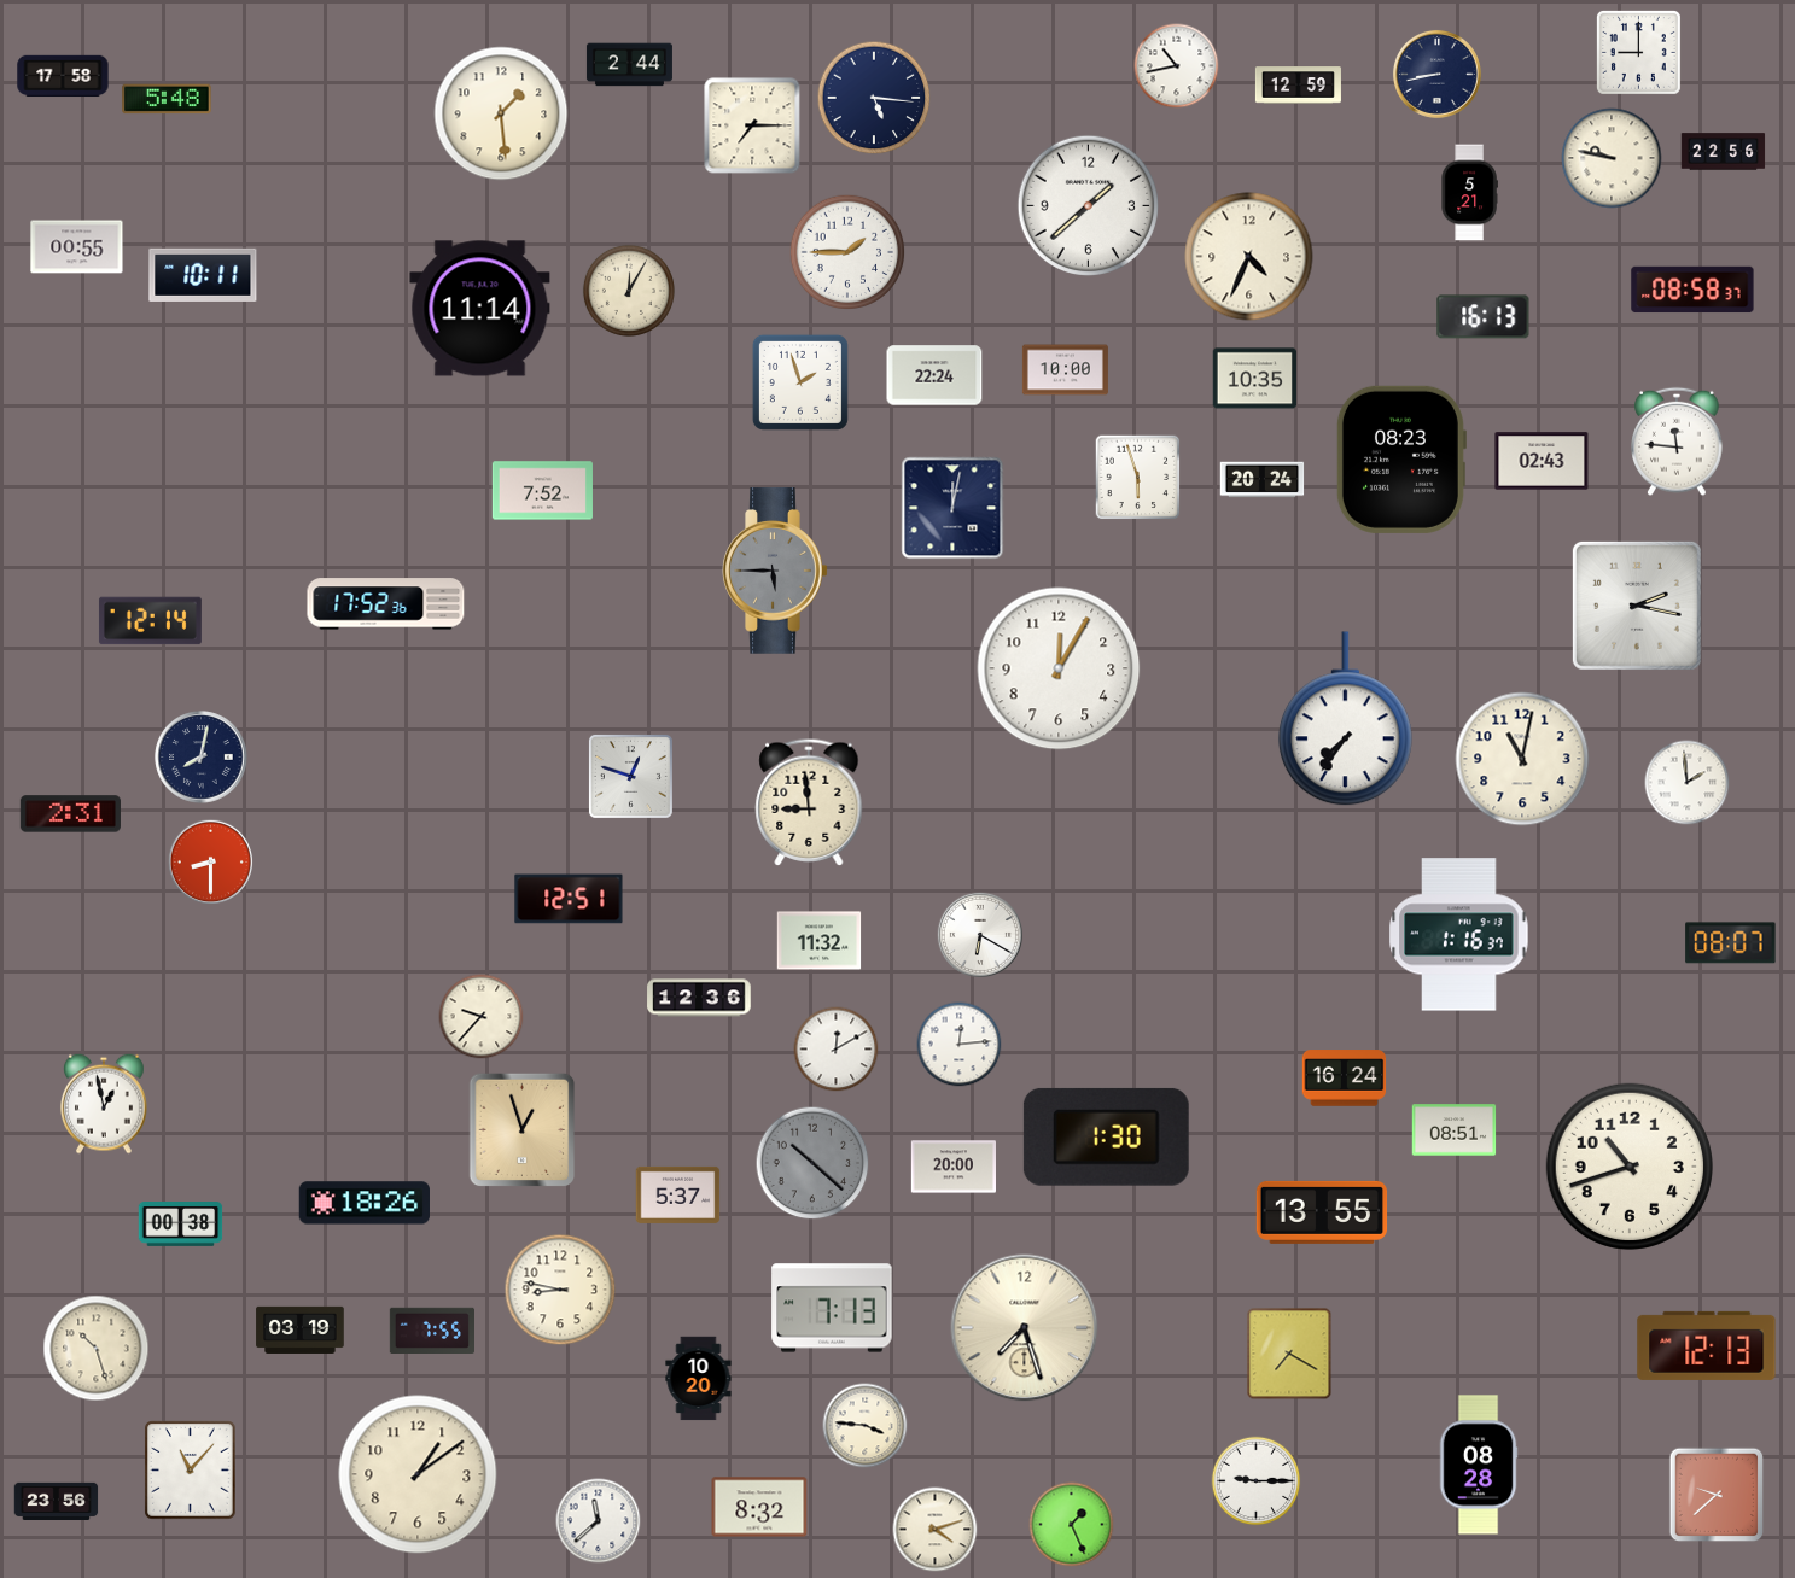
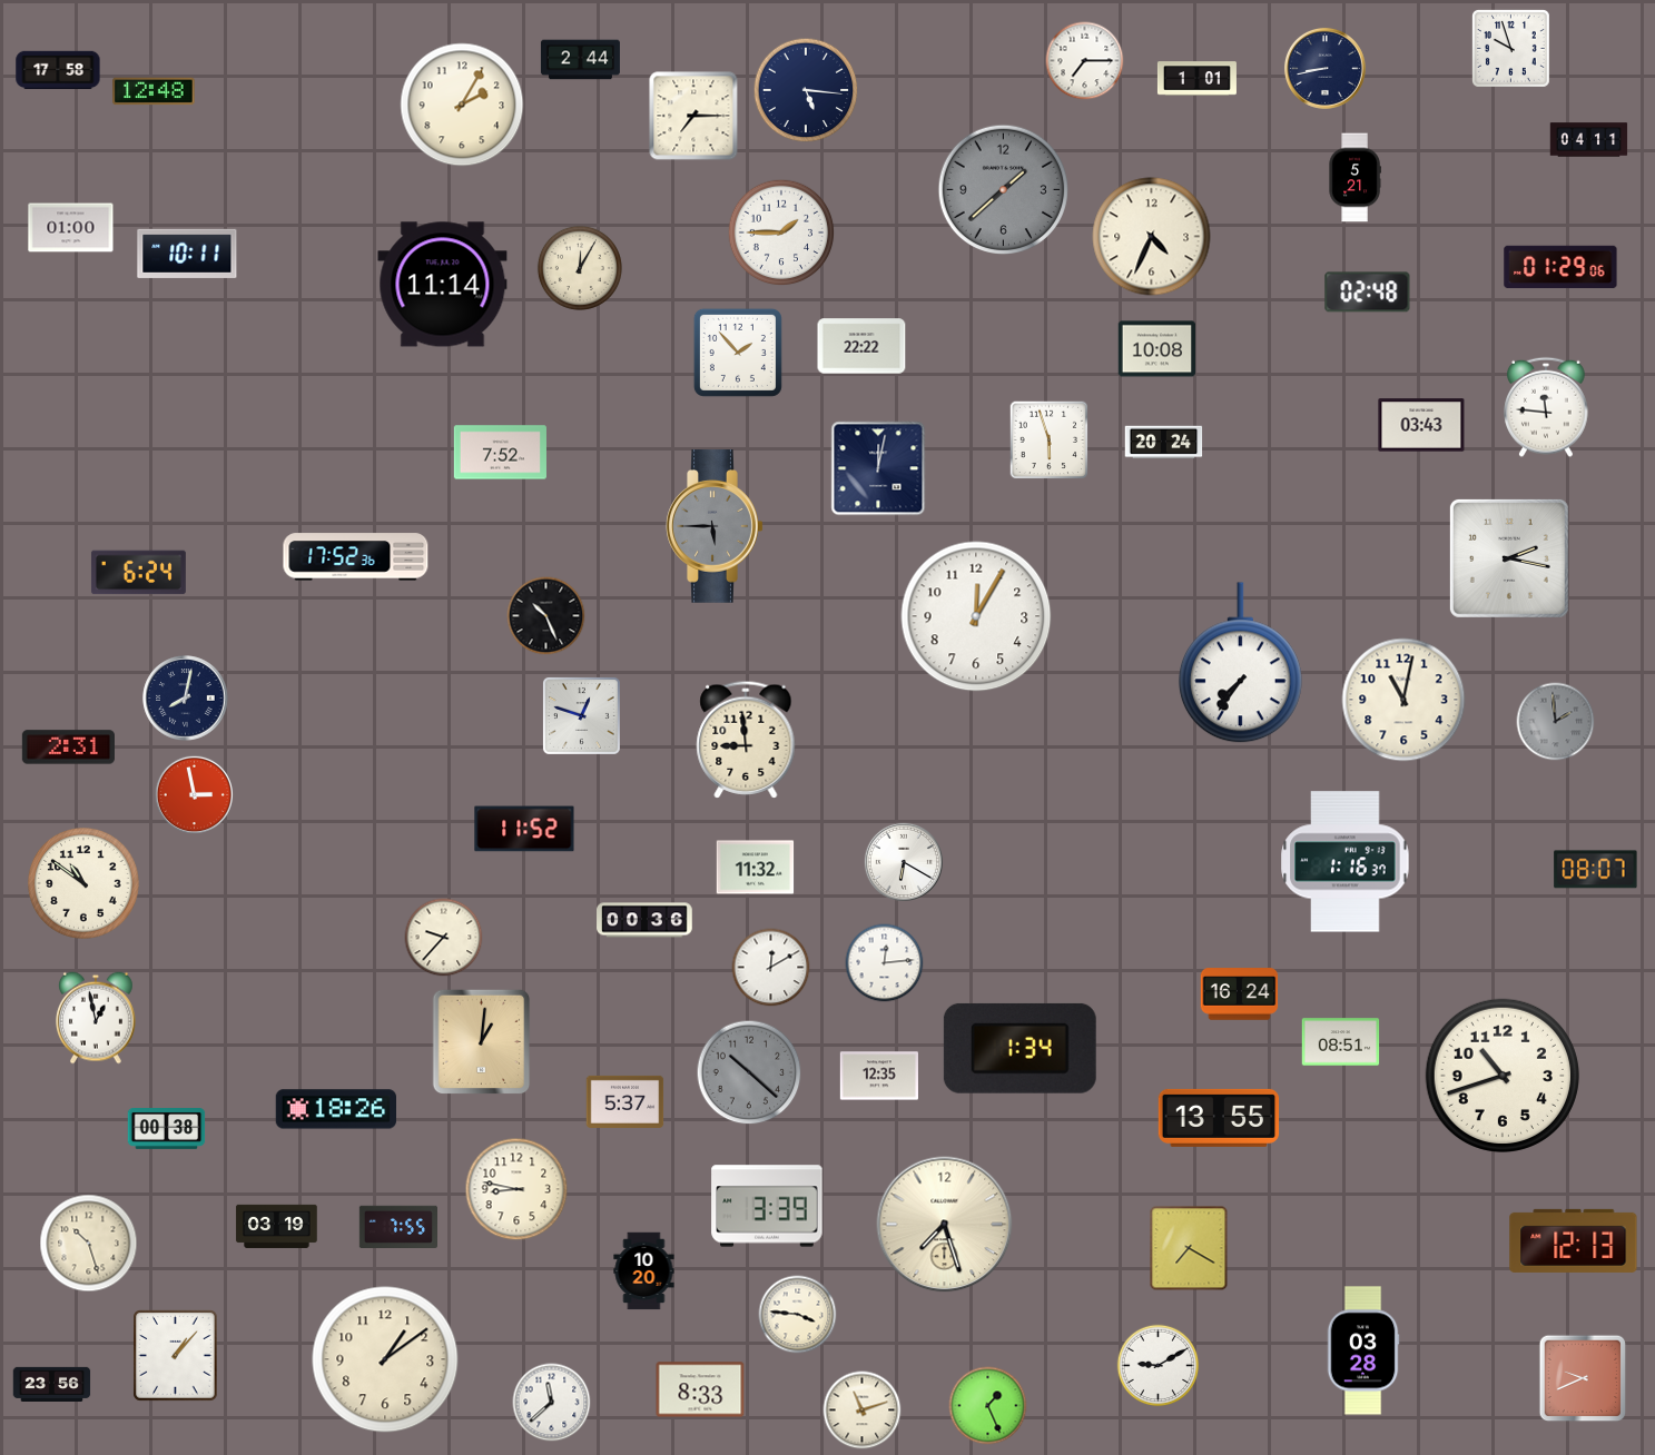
clock at (1638, 52): 9:00 -> 9:57
clock at (1177, 66): 10:43 -> 7:15
clock at (1298, 86): 12:59 -> 1:01
clock at (167, 99): 5:48 -> 12:48
clock at (501, 113): 1:29 -> 2:05
clock at (1724, 152): 22:56 -> 04:11
clock at (1612, 158): 9:47 -> none
clock at (1088, 205) dial: white -> grey
clock at (77, 247): 00:55 -> 01:00
clock at (1692, 290): 08:58 -> 01:29
clock at (1484, 317): 16:13 -> 02:48
clock at (1065, 370): 10:00 -> none
clock at (934, 375): 22:24 -> 22:22
clock at (1255, 379): 10:35 -> 10:08
clock at (800, 382): 1:57 -> 1:53
clock at (1400, 460): 08:23 -> none
clock at (1542, 461): 02:43 -> 03:43
clock at (150, 621): 12:14 -> 6:24
clock at (546, 616): none -> 10:26
clock at (1688, 783) dial: white -> grey
clock at (70, 814) position: (70, 814) -> (68, 748)
clock at (210, 861): 8:30 -> 2:58
clock at (569, 899): 12:51 -> 11:52
clock at (85, 884): none -> 10:51
clock at (699, 998): 12:36 -> 00:36
clock at (523, 1130): 12:57 -> 1:01
clock at (1106, 1136): 1:30 -> 1:34
clock at (952, 1167): 20:00 -> 12:35
clock at (832, 1308): 7:13 -> 3:39
clock at (1479, 1465): 08:28 -> 03:28
clock at (191, 1471): 11:07 -> 1:07
clock at (1257, 1481): 9:15 -> 9:10
clock at (1717, 1495): 9:38 -> 9:41
clock at (759, 1507): 8:32 -> 8:33
clock at (936, 1530): 4:12 -> 11:12
